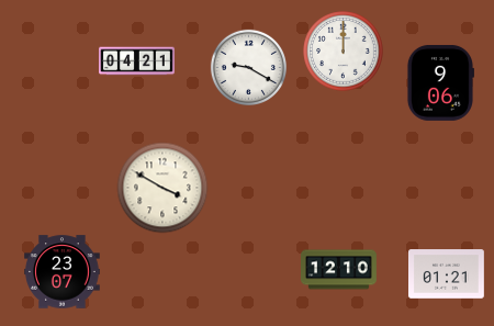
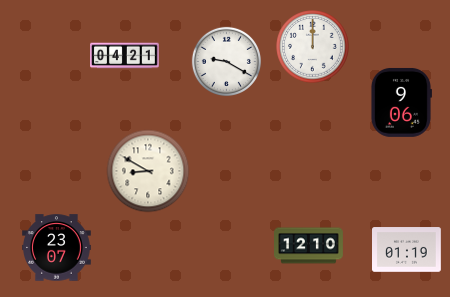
clock at (440, 82) position: (440, 82) -> (401, 102)
clock at (162, 188): 3:50 -> 8:50
clock at (447, 274): 01:21 -> 01:19
